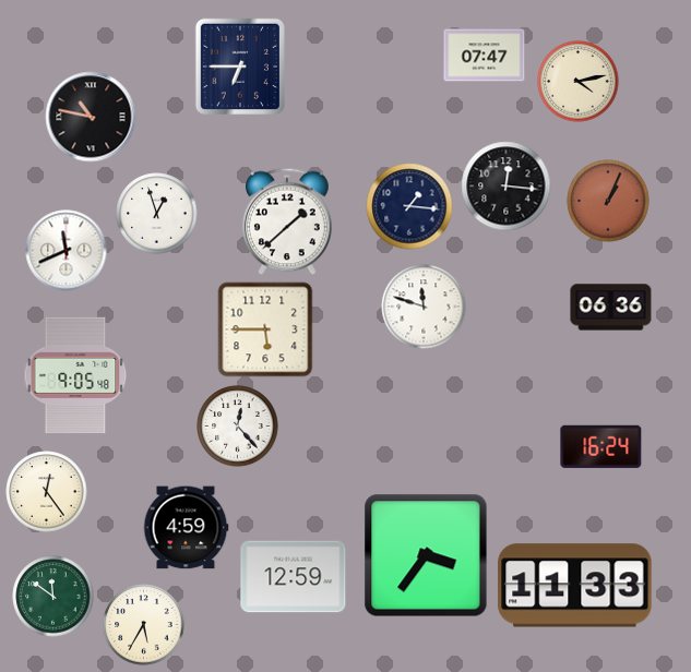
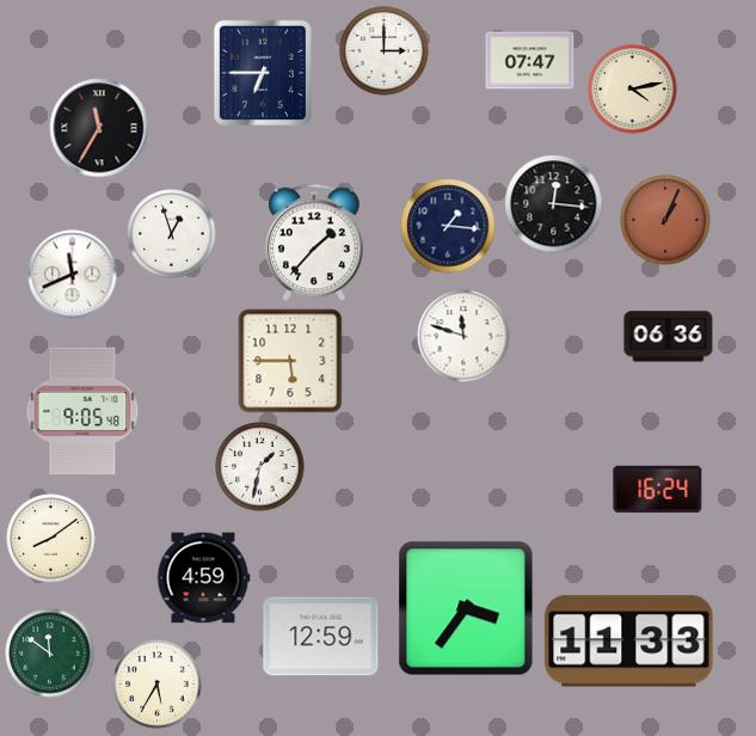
clock at (385, 51): none -> 3:00
clock at (91, 117): 10:47 -> 11:35
clock at (288, 221): 1:38 -> 1:37
clock at (238, 427): 12:23 -> 1:32
clock at (47, 492): 12:24 -> 8:09
clock at (294, 577) position: (294, 577) -> (321, 637)
clock at (53, 597) position: (53, 597) -> (50, 654)
